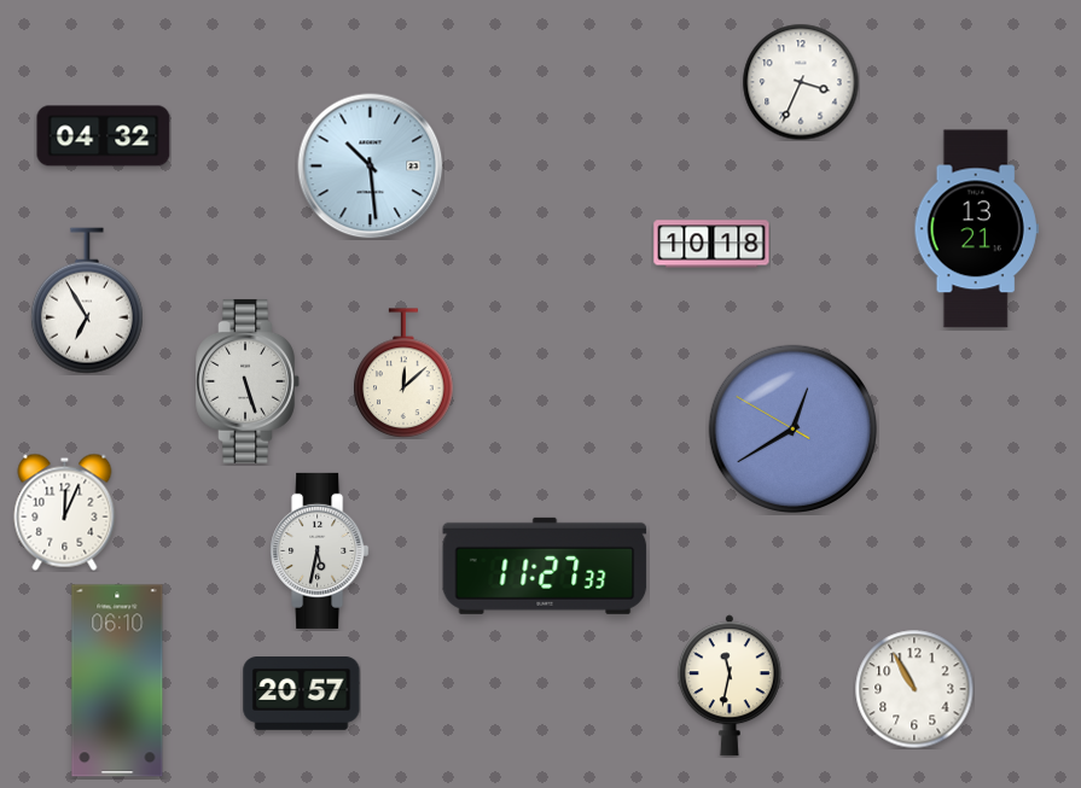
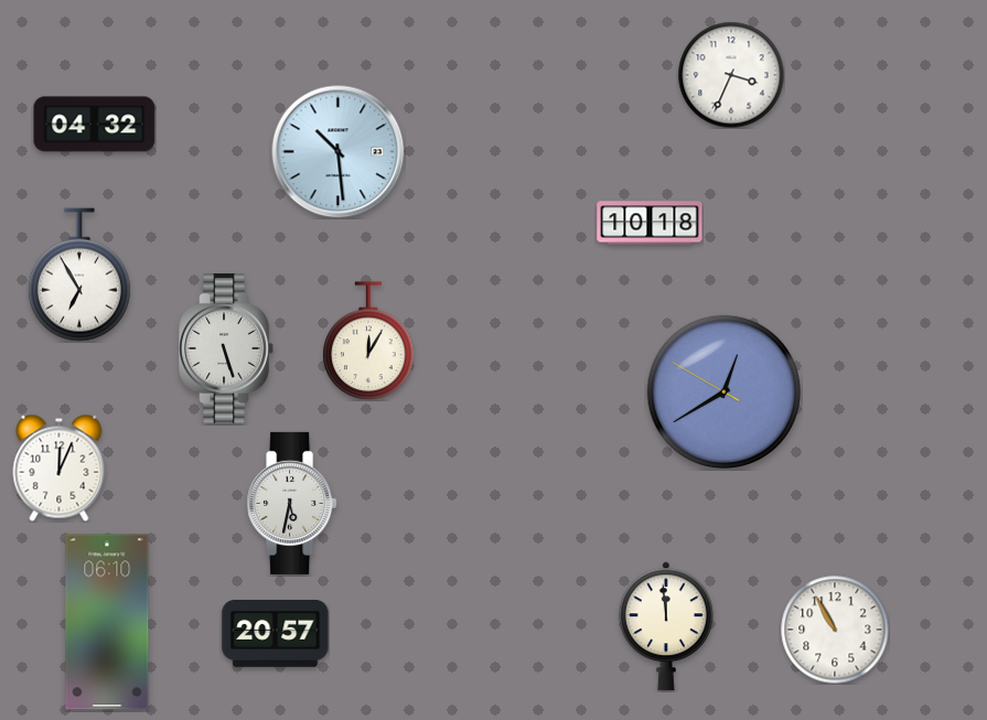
clock at (976, 229): 13:21 -> none
clock at (403, 373): 12:08 -> 12:05
clock at (545, 566): 11:27 -> none
clock at (730, 685): 11:32 -> 11:59
